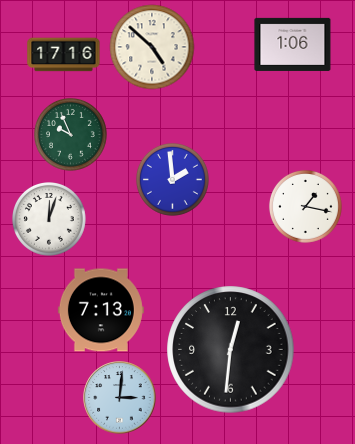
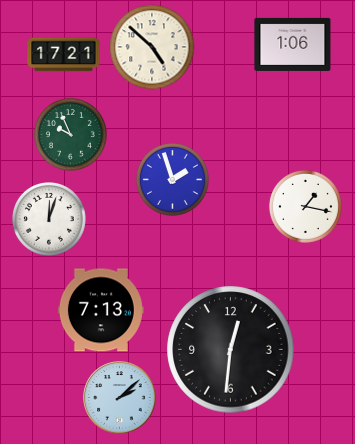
clock at (64, 55): 17:16 -> 17:21
clock at (172, 179): 1:59 -> 1:57
clock at (120, 398): 3:01 -> 2:08
